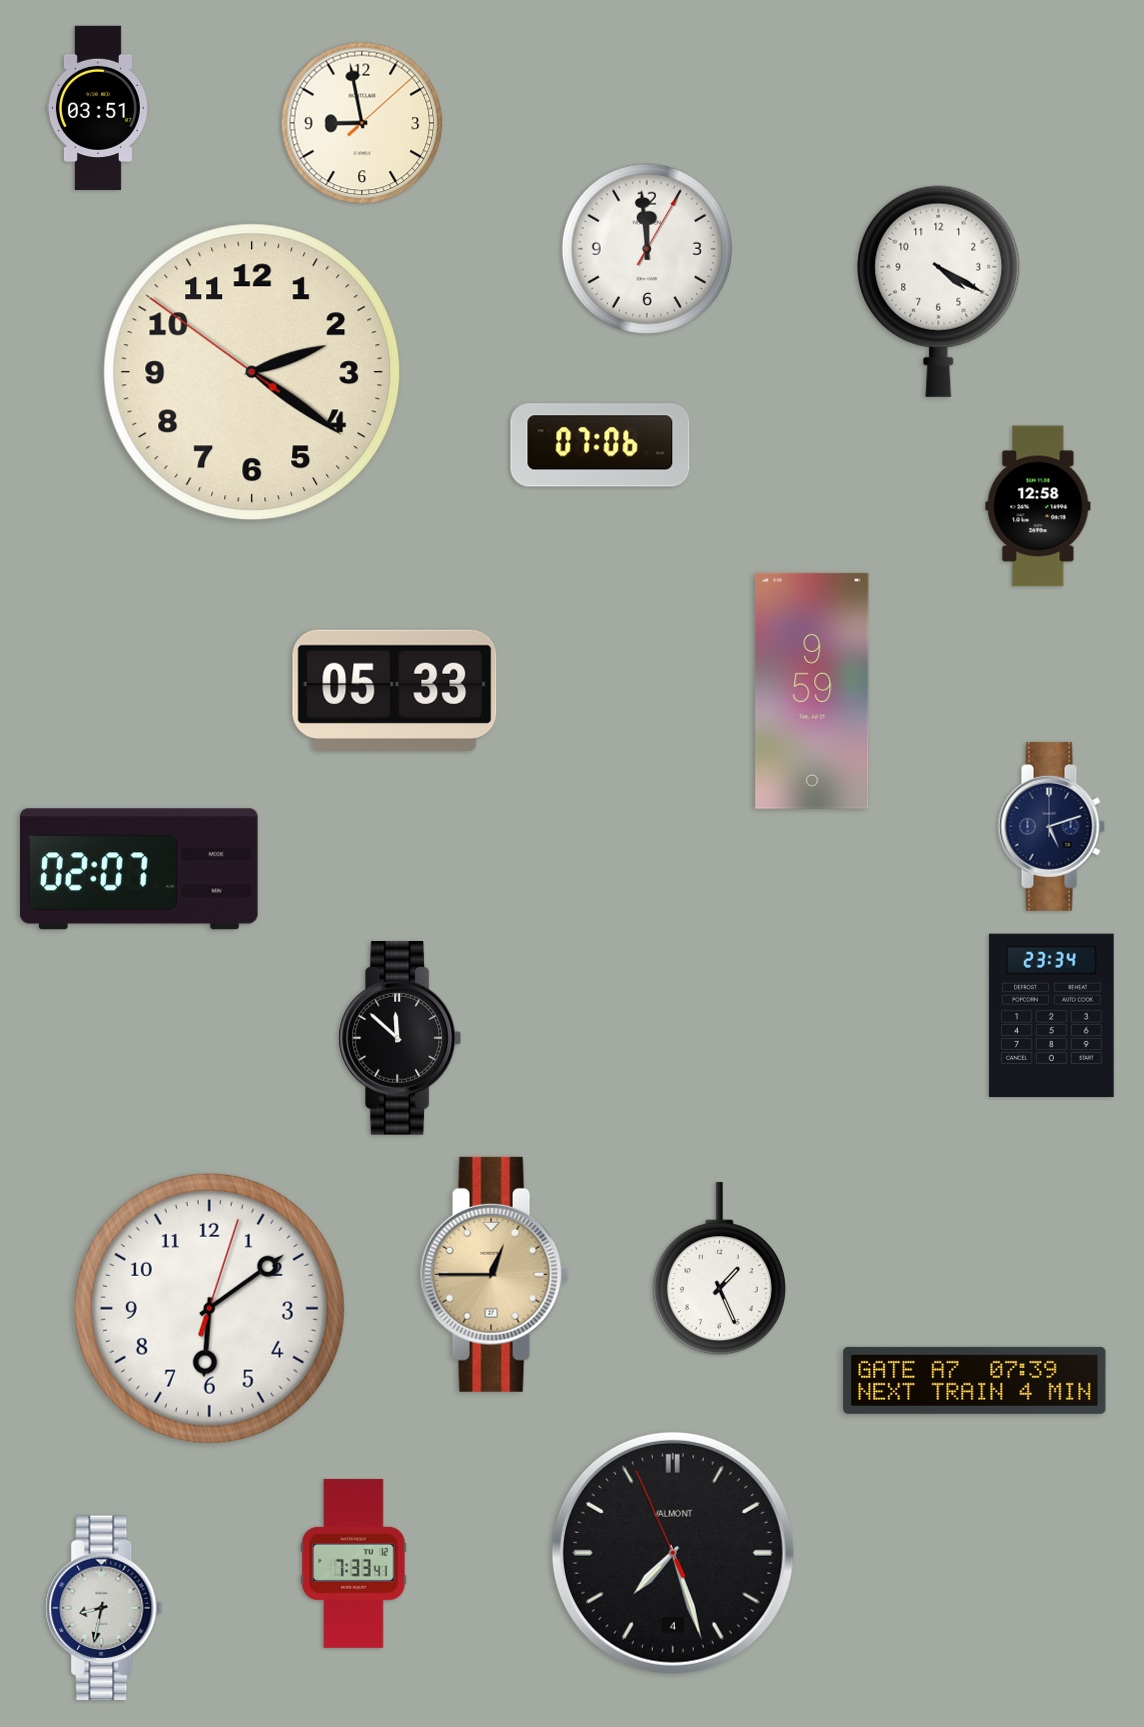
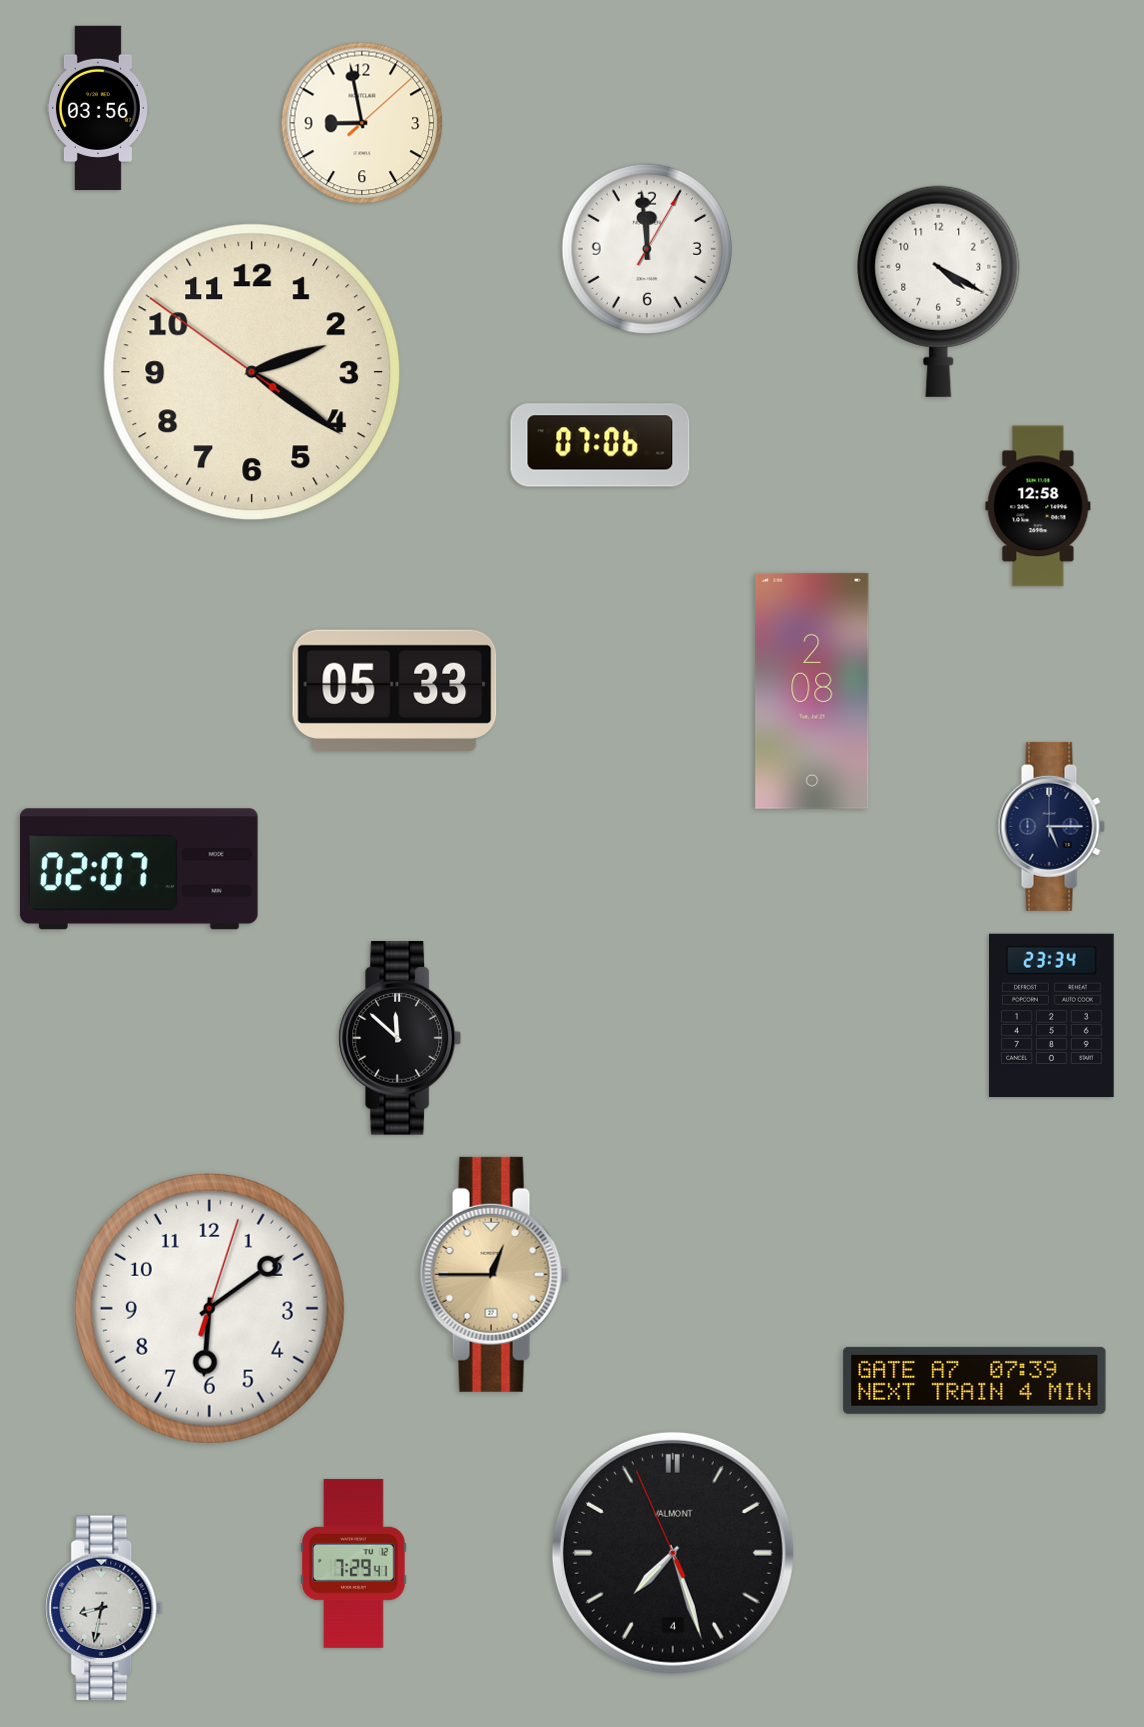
clock at (98, 107): 03:51 -> 03:56
clock at (812, 691): 9:59 -> 2:08
clock at (1051, 826): 5:12 -> 5:15
clock at (719, 1269): 1:26 -> none
clock at (354, 1563): 7:33 -> 7:29
